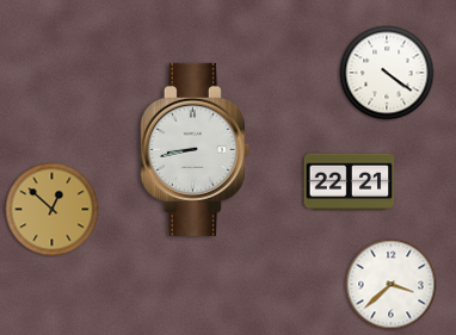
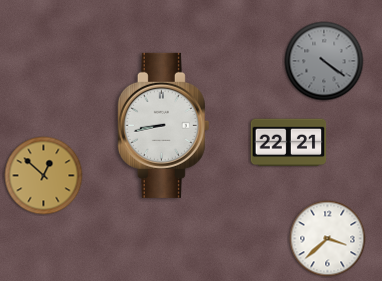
clock at (387, 73) dial: white -> grey
clock at (350, 182) position: (350, 182) -> (289, 143)
